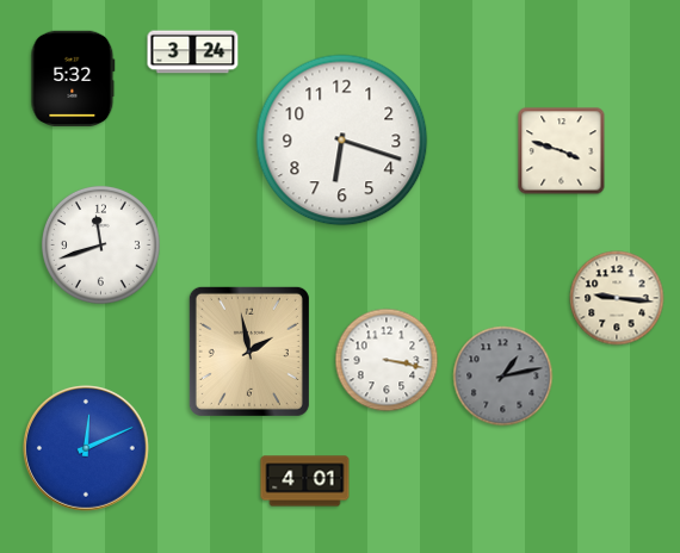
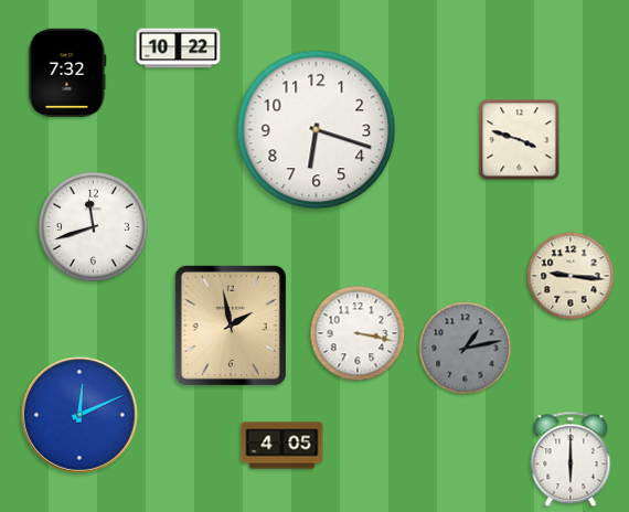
clock at (193, 52): 3:24 -> 10:22
clock at (73, 77): 5:32 -> 7:32
clock at (305, 481): 4:01 -> 4:05
clock at (571, 459): none -> 6:00
